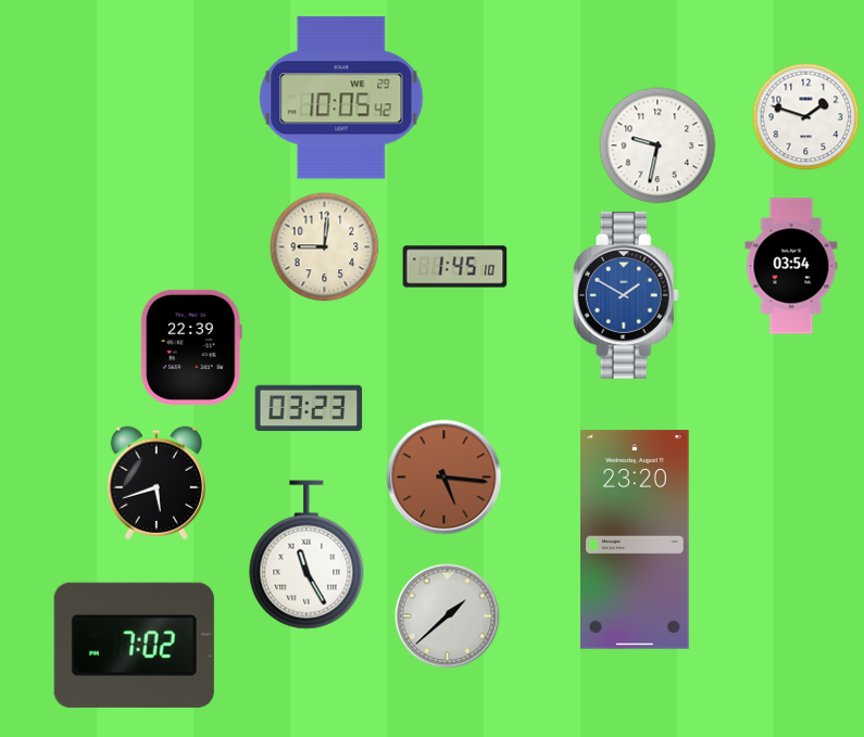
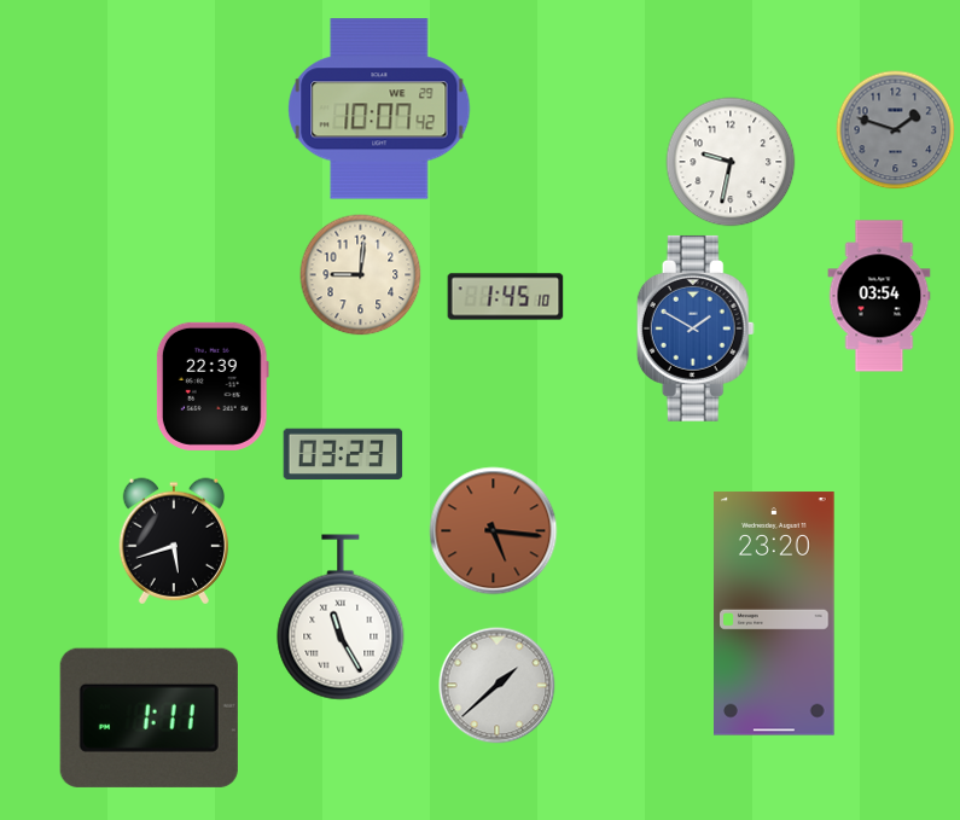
clock at (341, 98): 10:05 -> 10:07
clock at (806, 117) dial: white -> grey
clock at (155, 483) position: (155, 483) -> (173, 541)
clock at (635, 539) position: (635, 539) -> (774, 613)
clock at (134, 645): 7:02 -> 1:11
